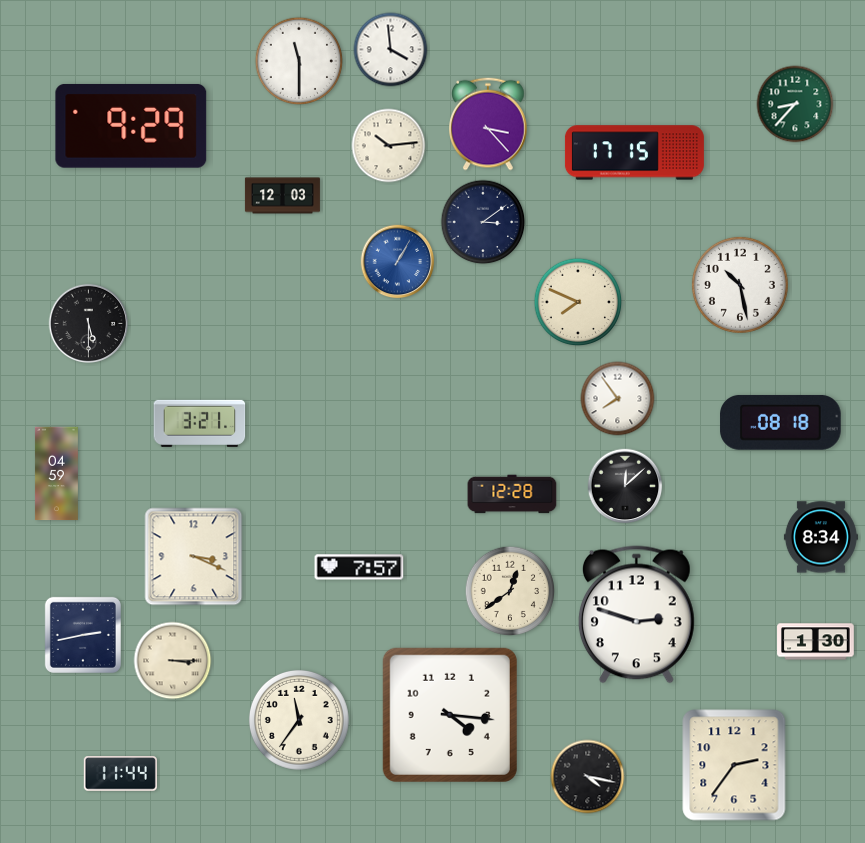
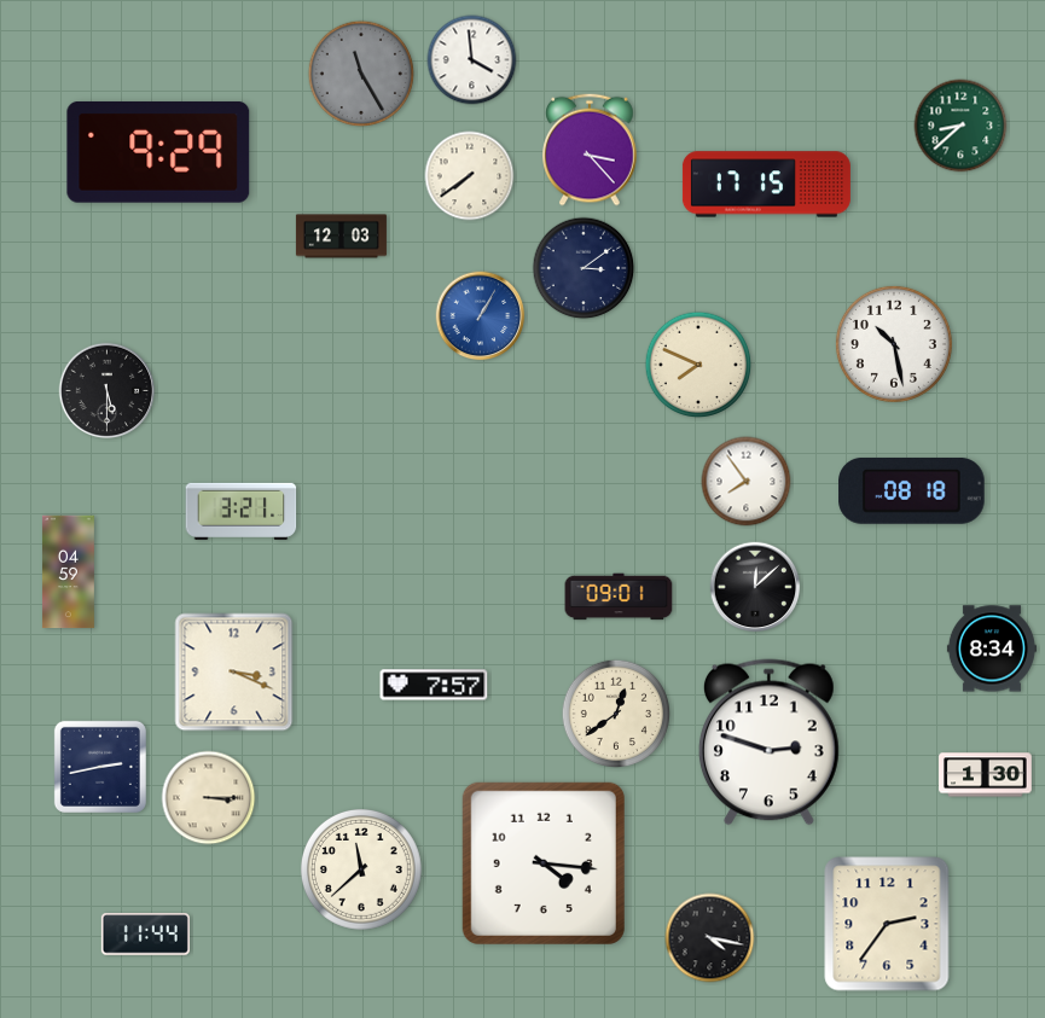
clock at (299, 61): 11:30 -> 11:25
clock at (299, 61) dial: white -> grey
clock at (795, 104): 8:37 -> 8:38
clock at (389, 146): 10:14 -> 7:39
clock at (781, 422) position: (781, 422) -> (912, 490)
clock at (512, 494): 12:28 -> 09:01
clock at (299, 720): 11:36 -> 11:38
